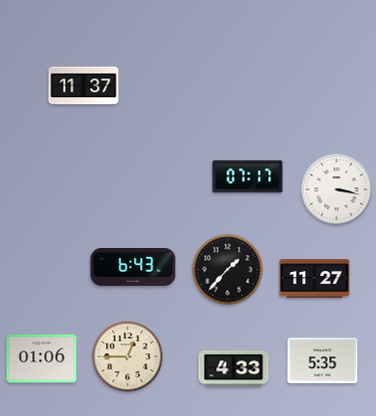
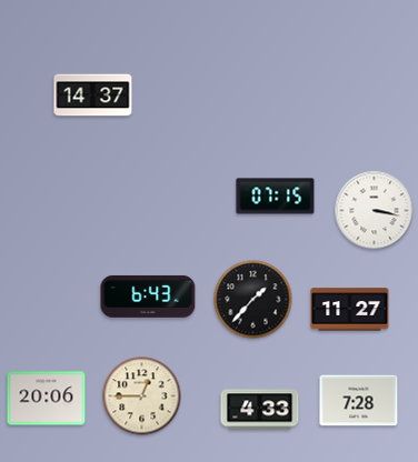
clock at (84, 86): 11:37 -> 14:37
clock at (248, 177): 07:17 -> 07:15
clock at (42, 359): 01:06 -> 20:06
clock at (323, 361): 5:35 -> 7:28
